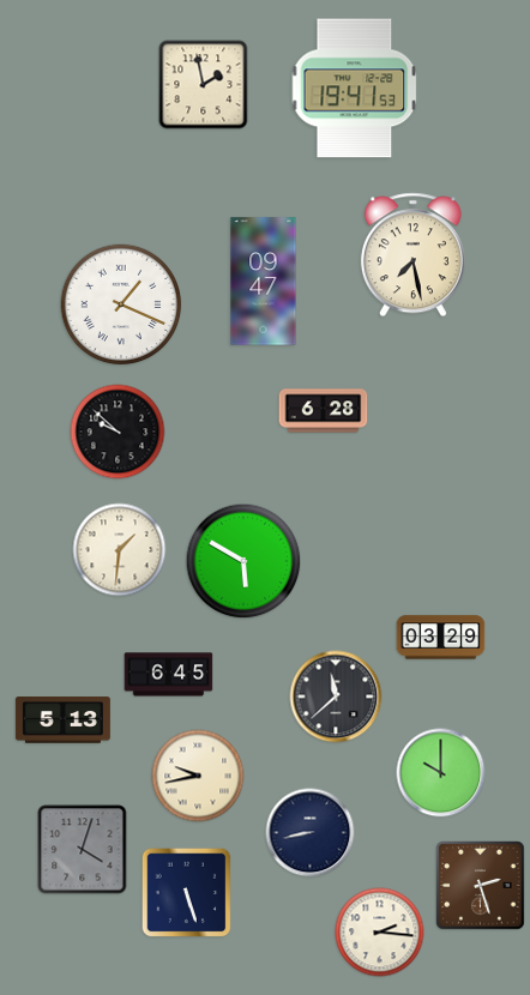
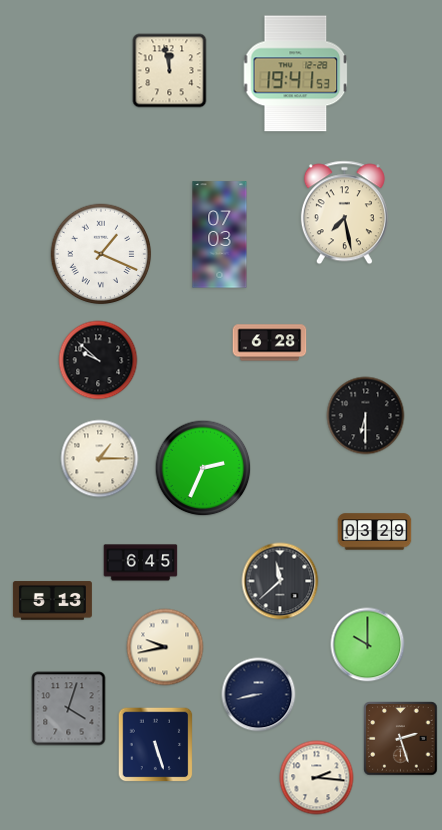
clock at (204, 85): 1:58 -> 11:58
clock at (264, 282): 09:47 -> 07:03
clock at (366, 416): none -> 6:30
clock at (120, 550): 1:31 -> 1:15
clock at (243, 561): 5:50 -> 2:34
clock at (441, 638) position: (441, 638) -> (375, 532)
